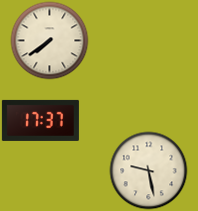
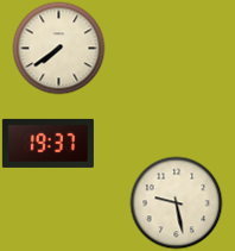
clock at (40, 120): 17:37 -> 19:37
